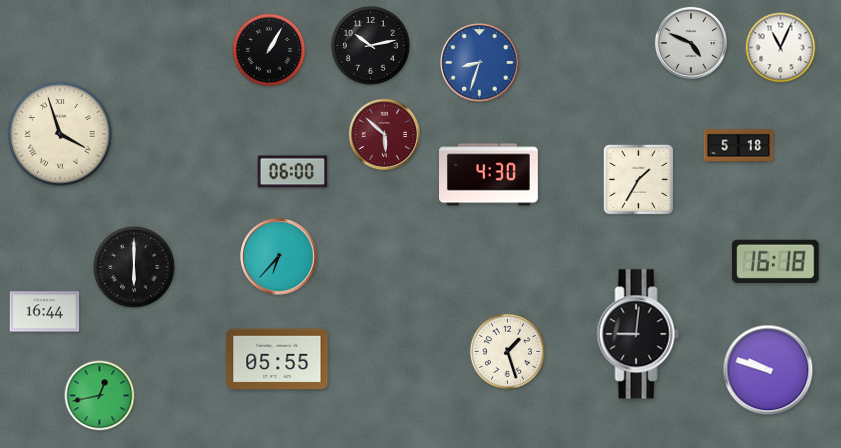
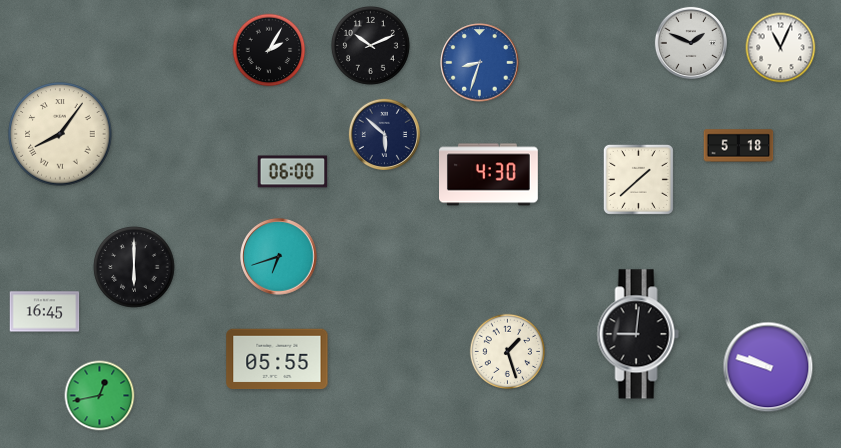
clock at (691, 43): 4:49 -> 1:49
clock at (370, 45): 10:13 -> 10:11
clock at (269, 50): 1:05 -> 2:05
clock at (60, 134): 3:57 -> 8:06
clock at (384, 134) dial: burgundy -> navy
clock at (638, 179): 1:35 -> 1:38
clock at (279, 257): 6:37 -> 6:42
clock at (776, 261): 16:18 -> none
clock at (45, 312): 16:44 -> 16:45
clock at (768, 370) position: (768, 370) -> (768, 367)
